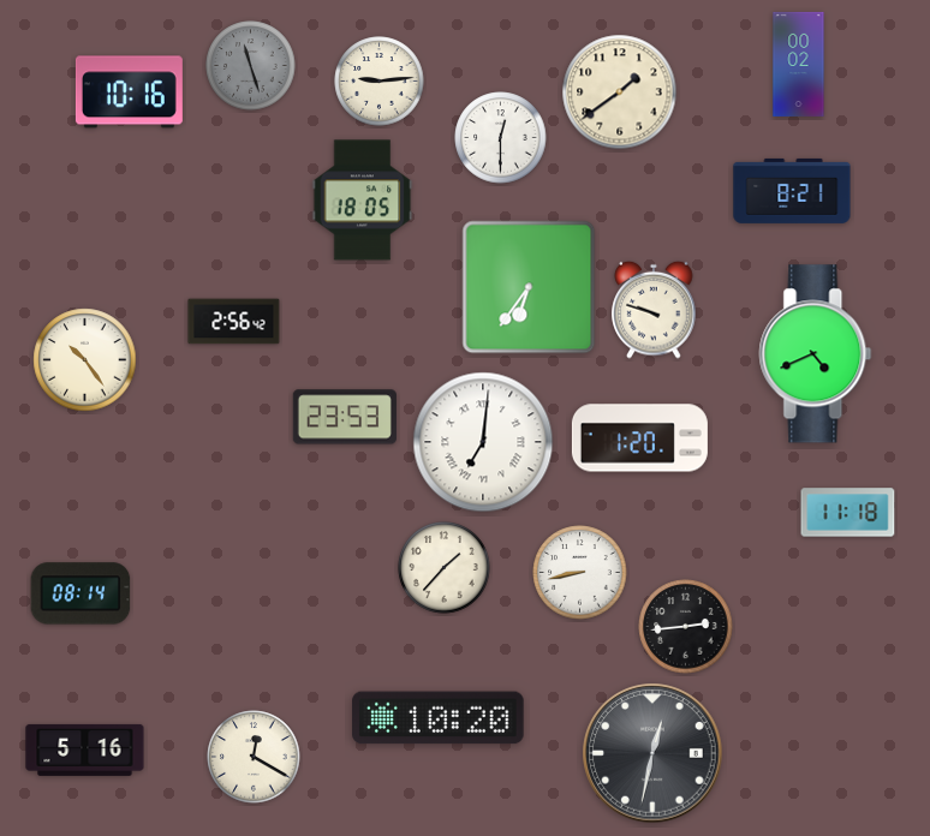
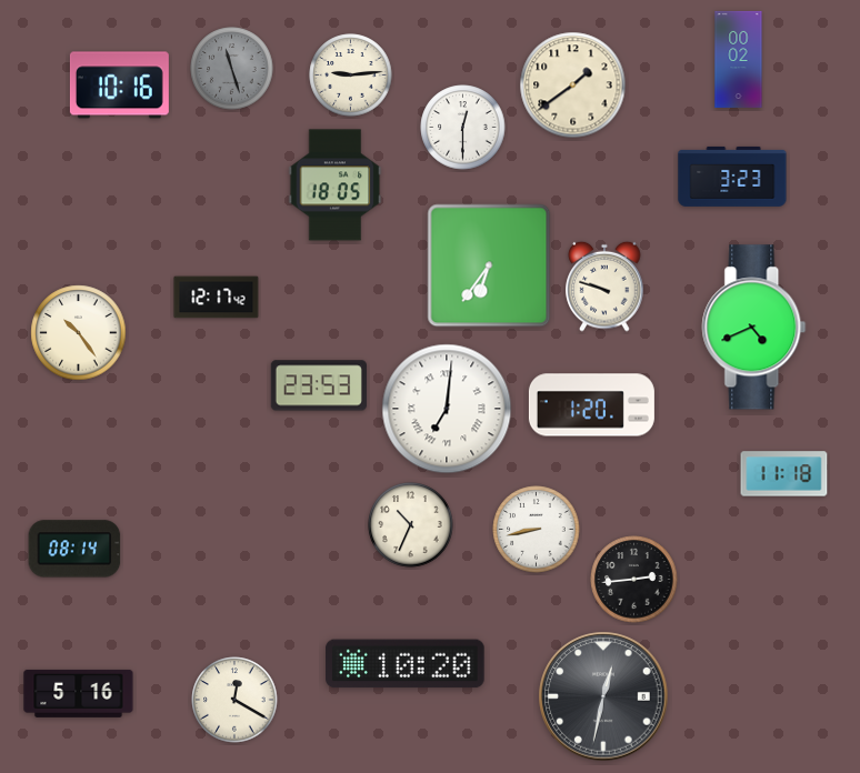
clock at (251, 66) position: (251, 66) -> (232, 69)
clock at (792, 191): 8:21 -> 3:23
clock at (234, 322): 2:56 -> 12:17
clock at (445, 568): 1:37 -> 10:34
